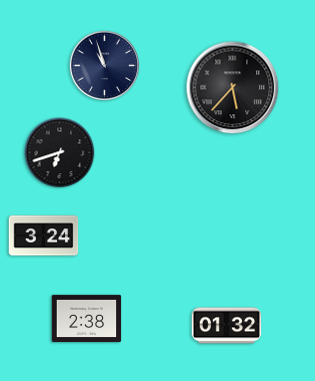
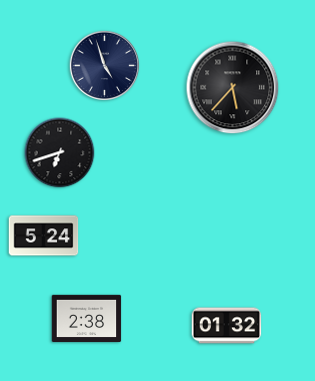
clock at (104, 65): 10:57 -> 4:57
clock at (44, 236): 3:24 -> 5:24
